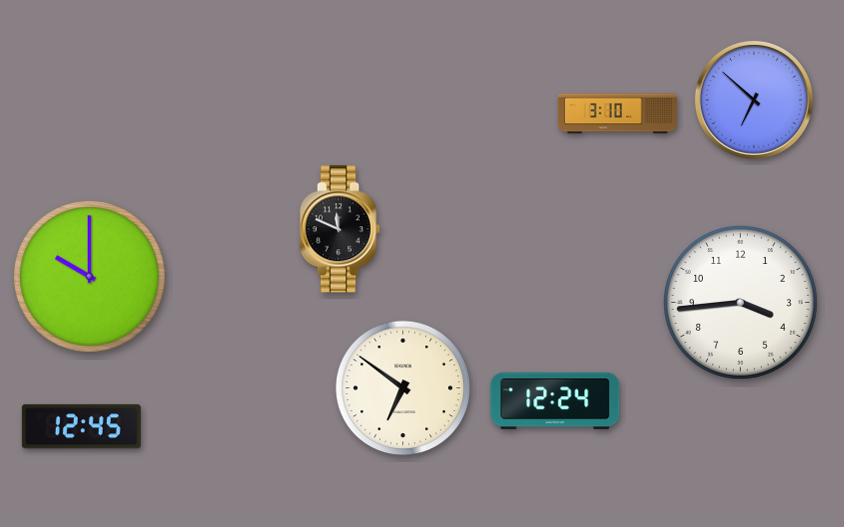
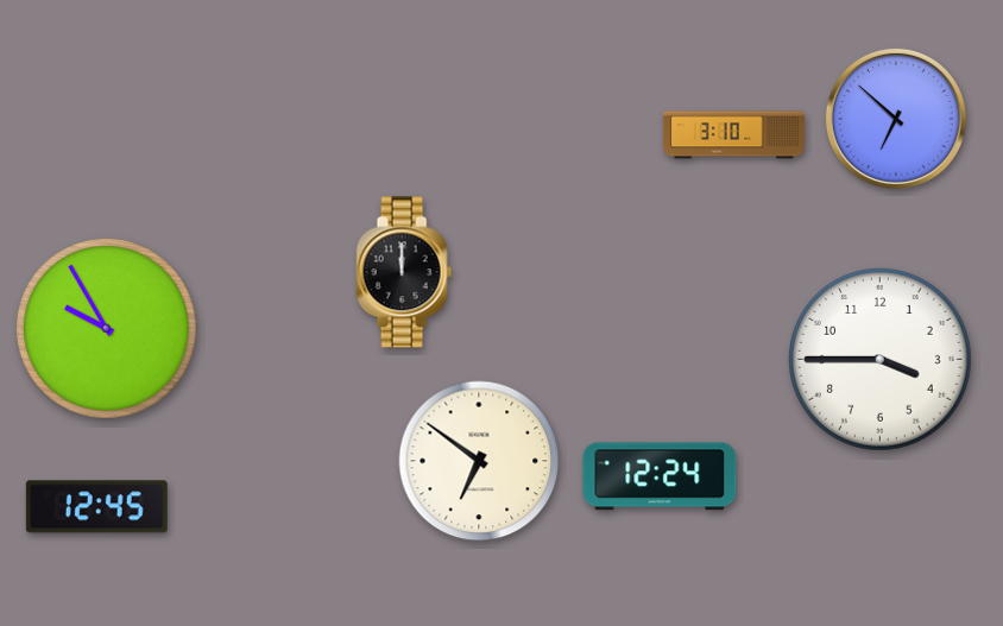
clock at (340, 229): 11:49 -> 12:00
clock at (89, 276): 10:00 -> 9:55
clock at (741, 303): 3:44 -> 3:45
